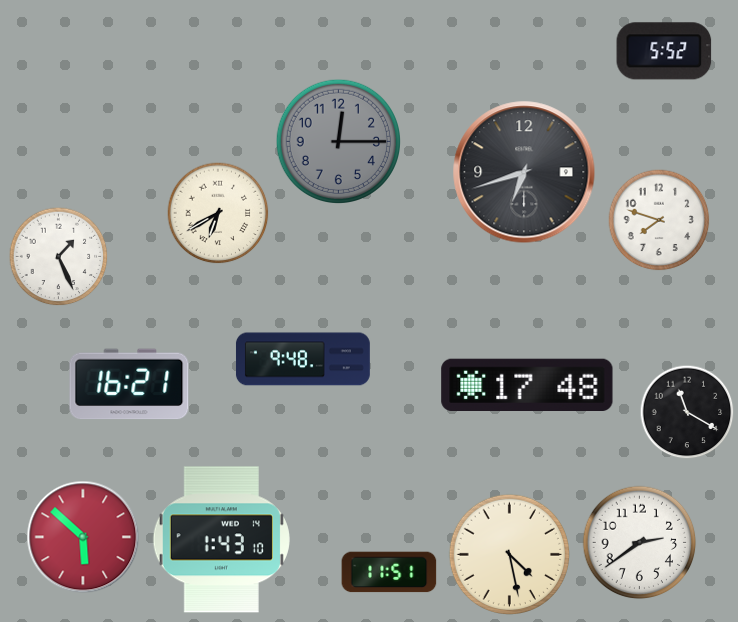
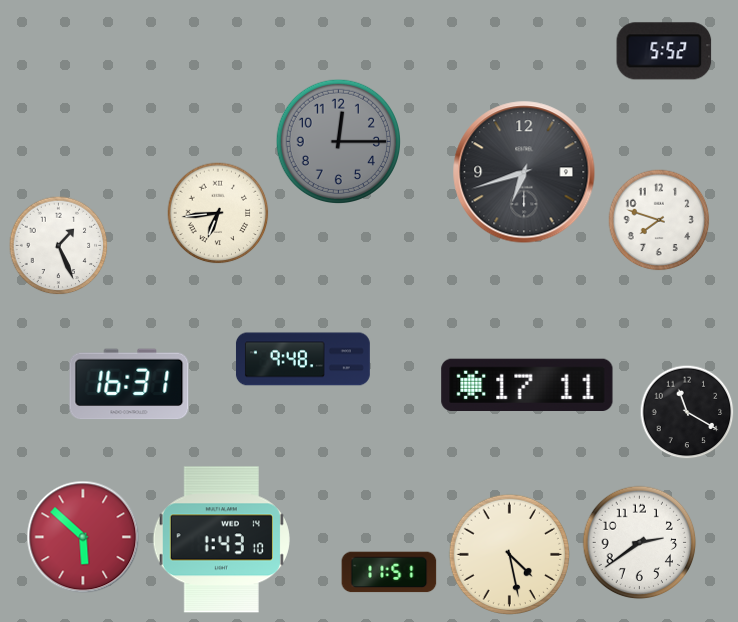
clock at (218, 213): 6:40 -> 6:44
clock at (59, 257) position: (59, 257) -> (59, 246)
clock at (129, 384): 16:21 -> 16:31
clock at (527, 384): 17:48 -> 17:11
